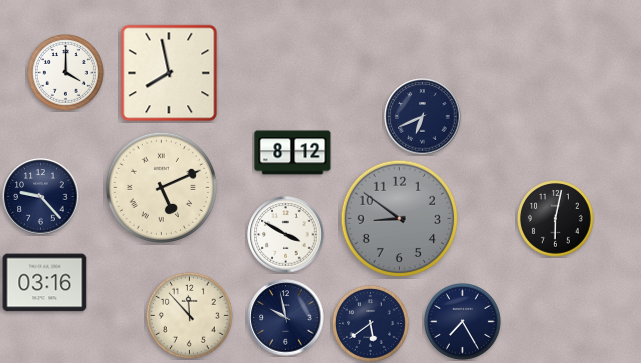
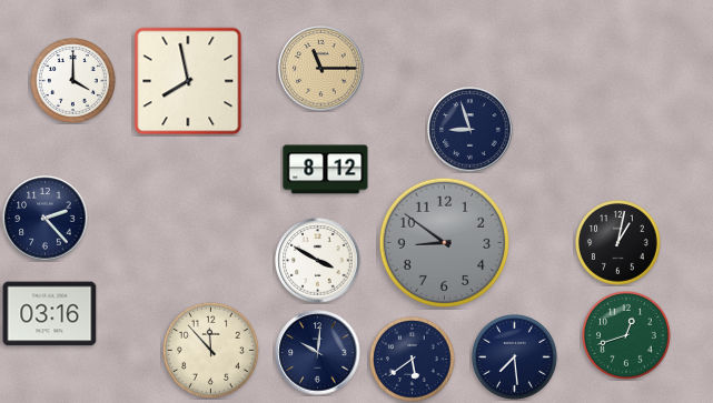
clock at (321, 69): none -> 11:15
clock at (423, 117): 6:41 -> 8:57
clock at (161, 187): 5:11 -> none
clock at (41, 197): 9:23 -> 2:23
clock at (556, 219): 6:02 -> 1:02
clock at (627, 336): none -> 12:42
clock at (286, 318): 9:58 -> 10:01
clock at (463, 322): 7:25 -> 7:29
